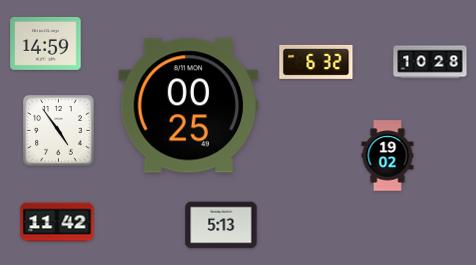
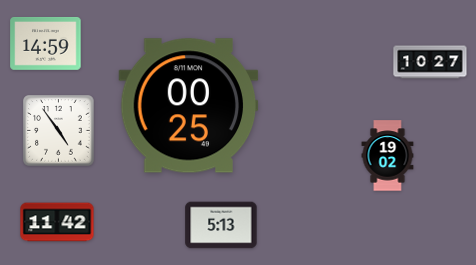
clock at (316, 62): 6:32 -> none
clock at (430, 62): 10:28 -> 10:27
